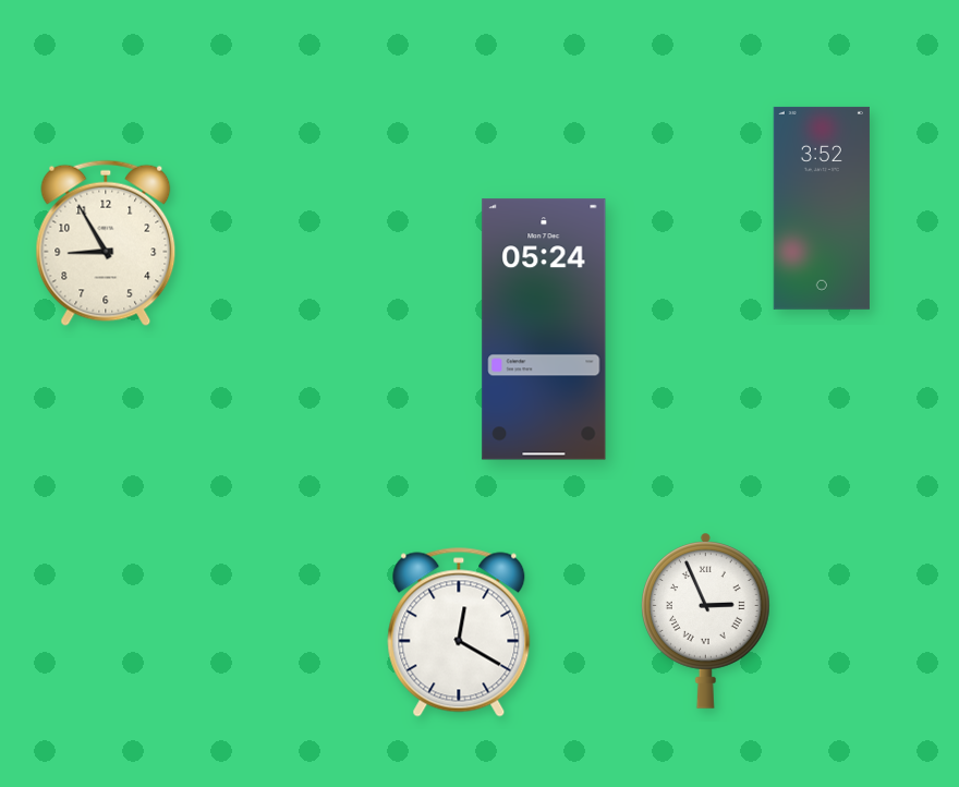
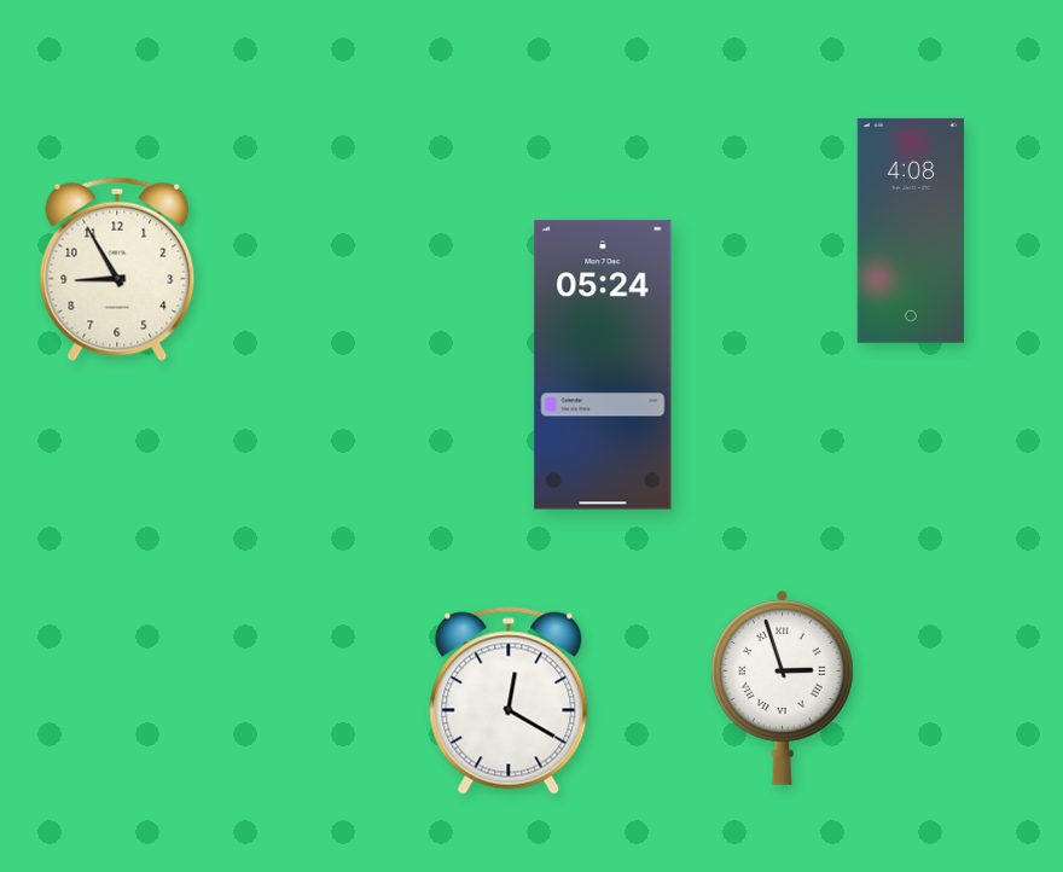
clock at (822, 208): 3:52 -> 4:08
clock at (705, 620): 2:56 -> 2:57
